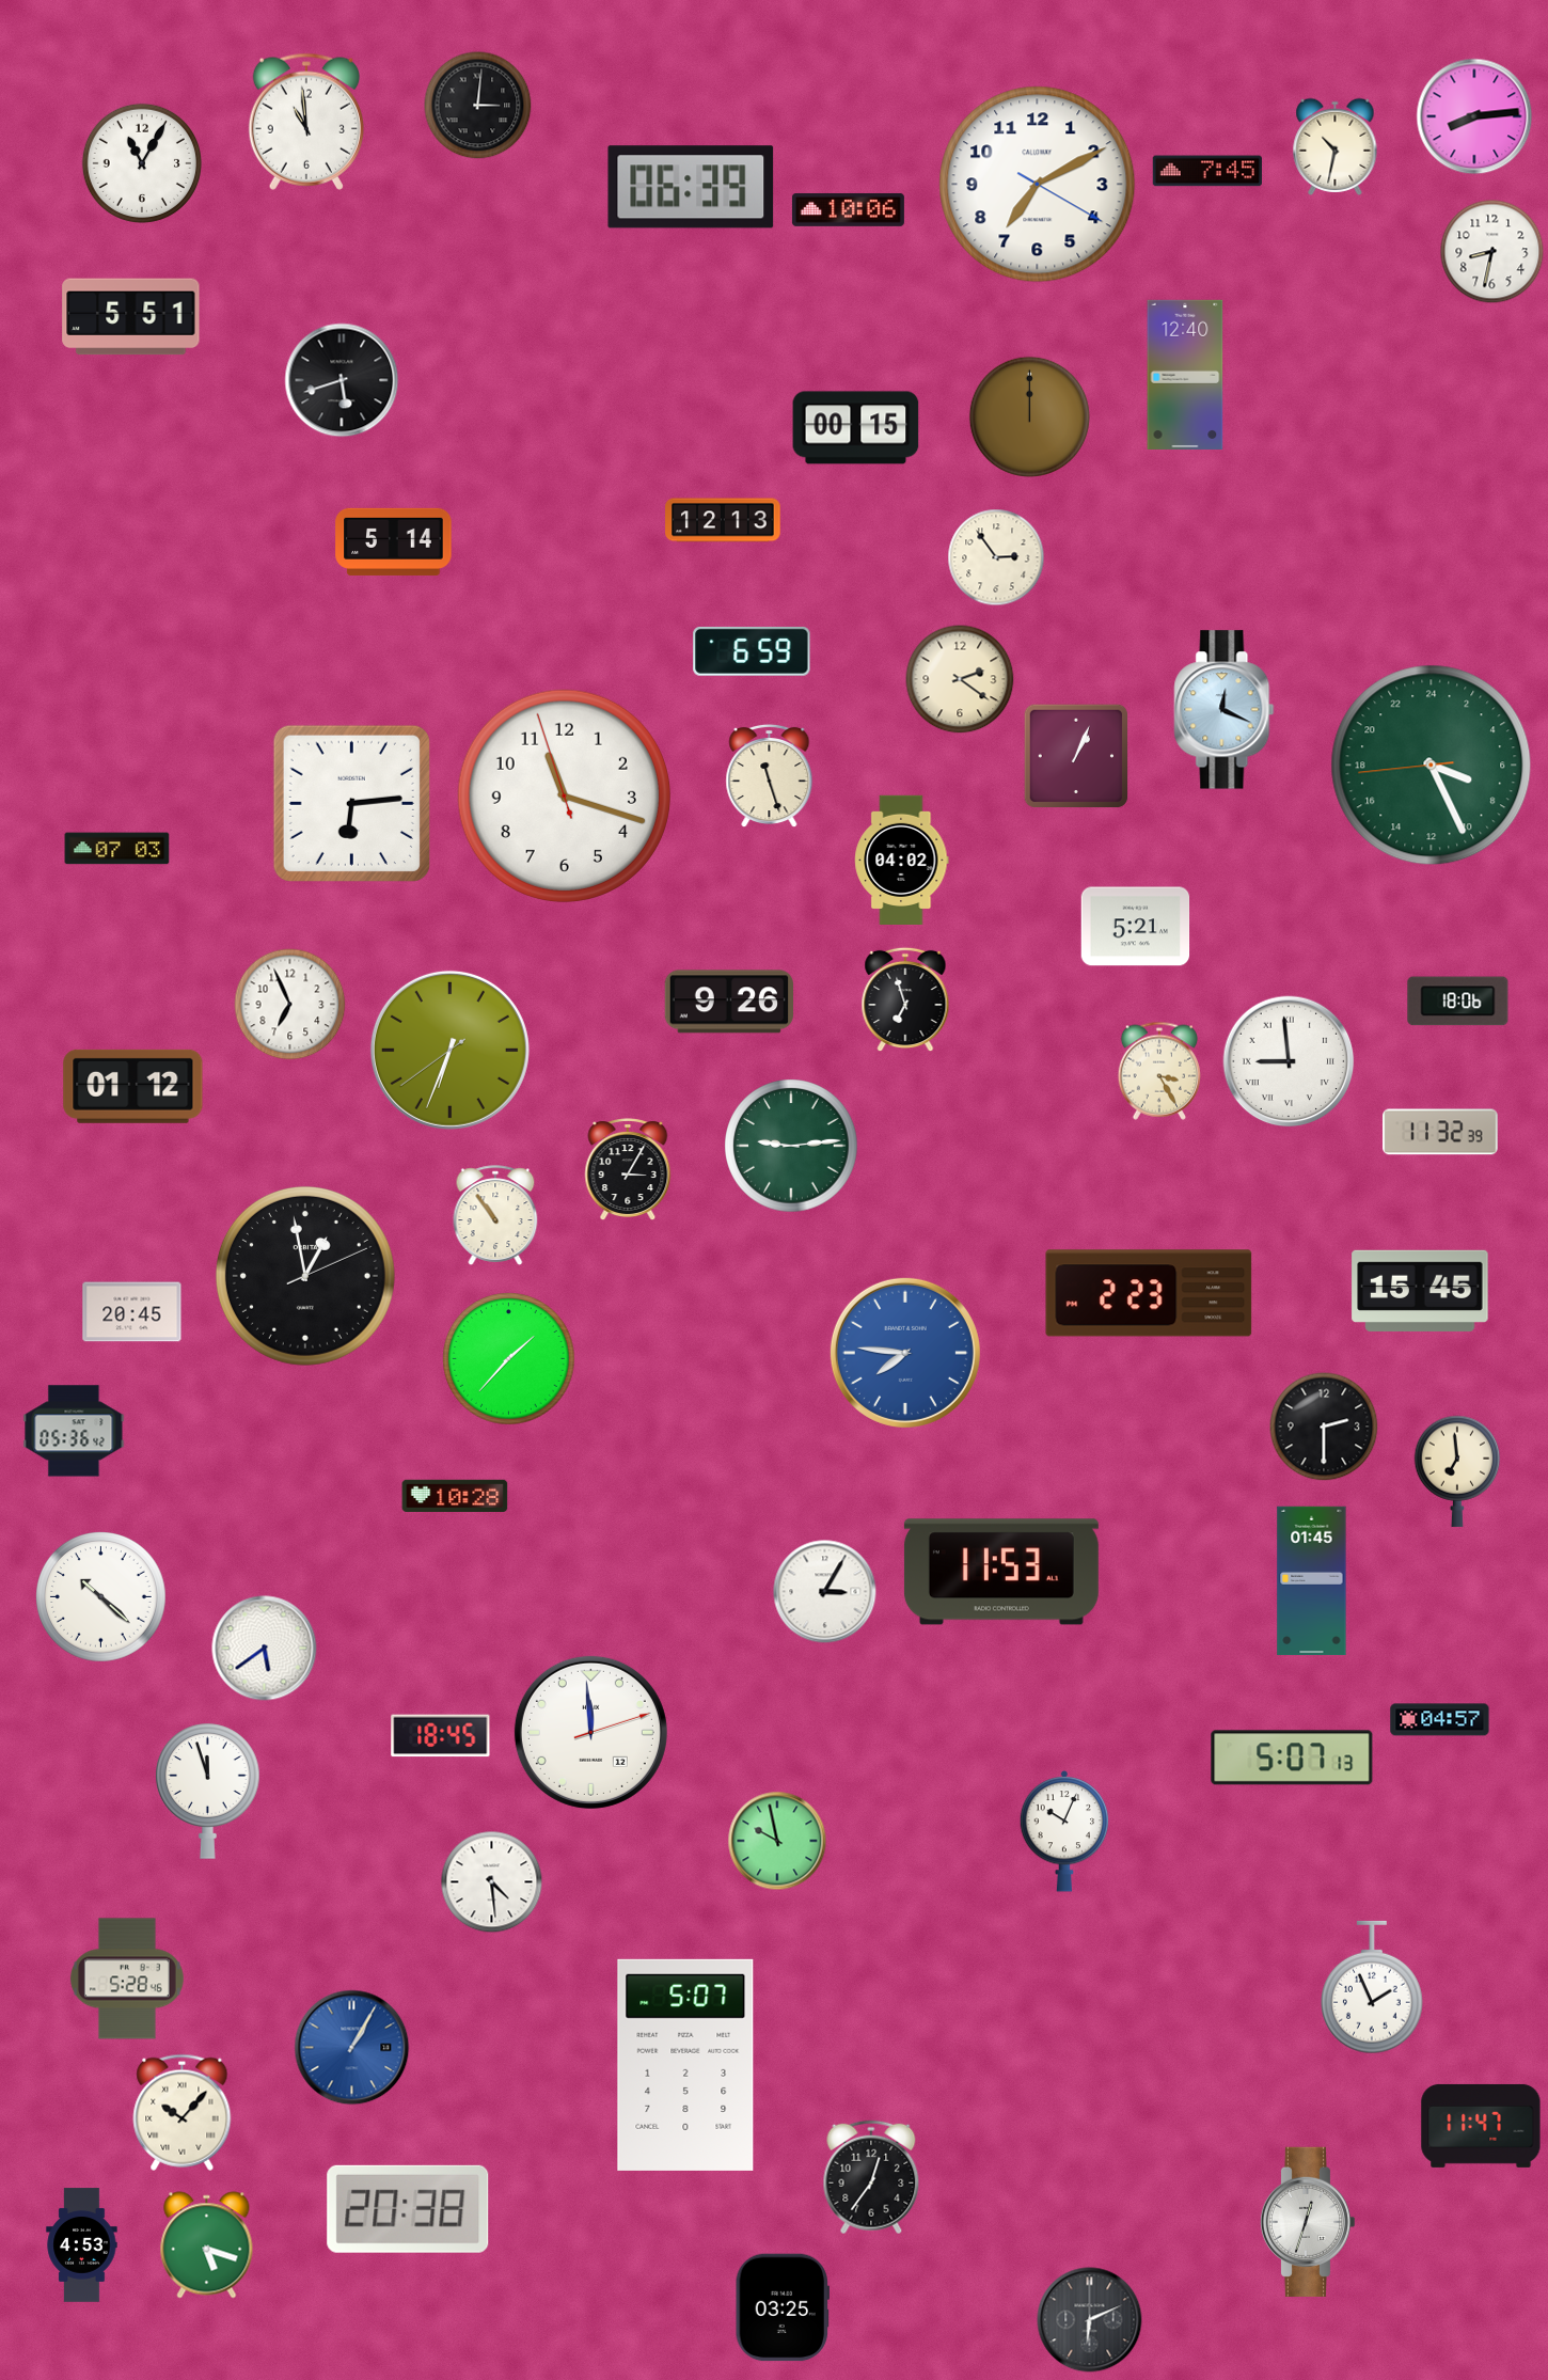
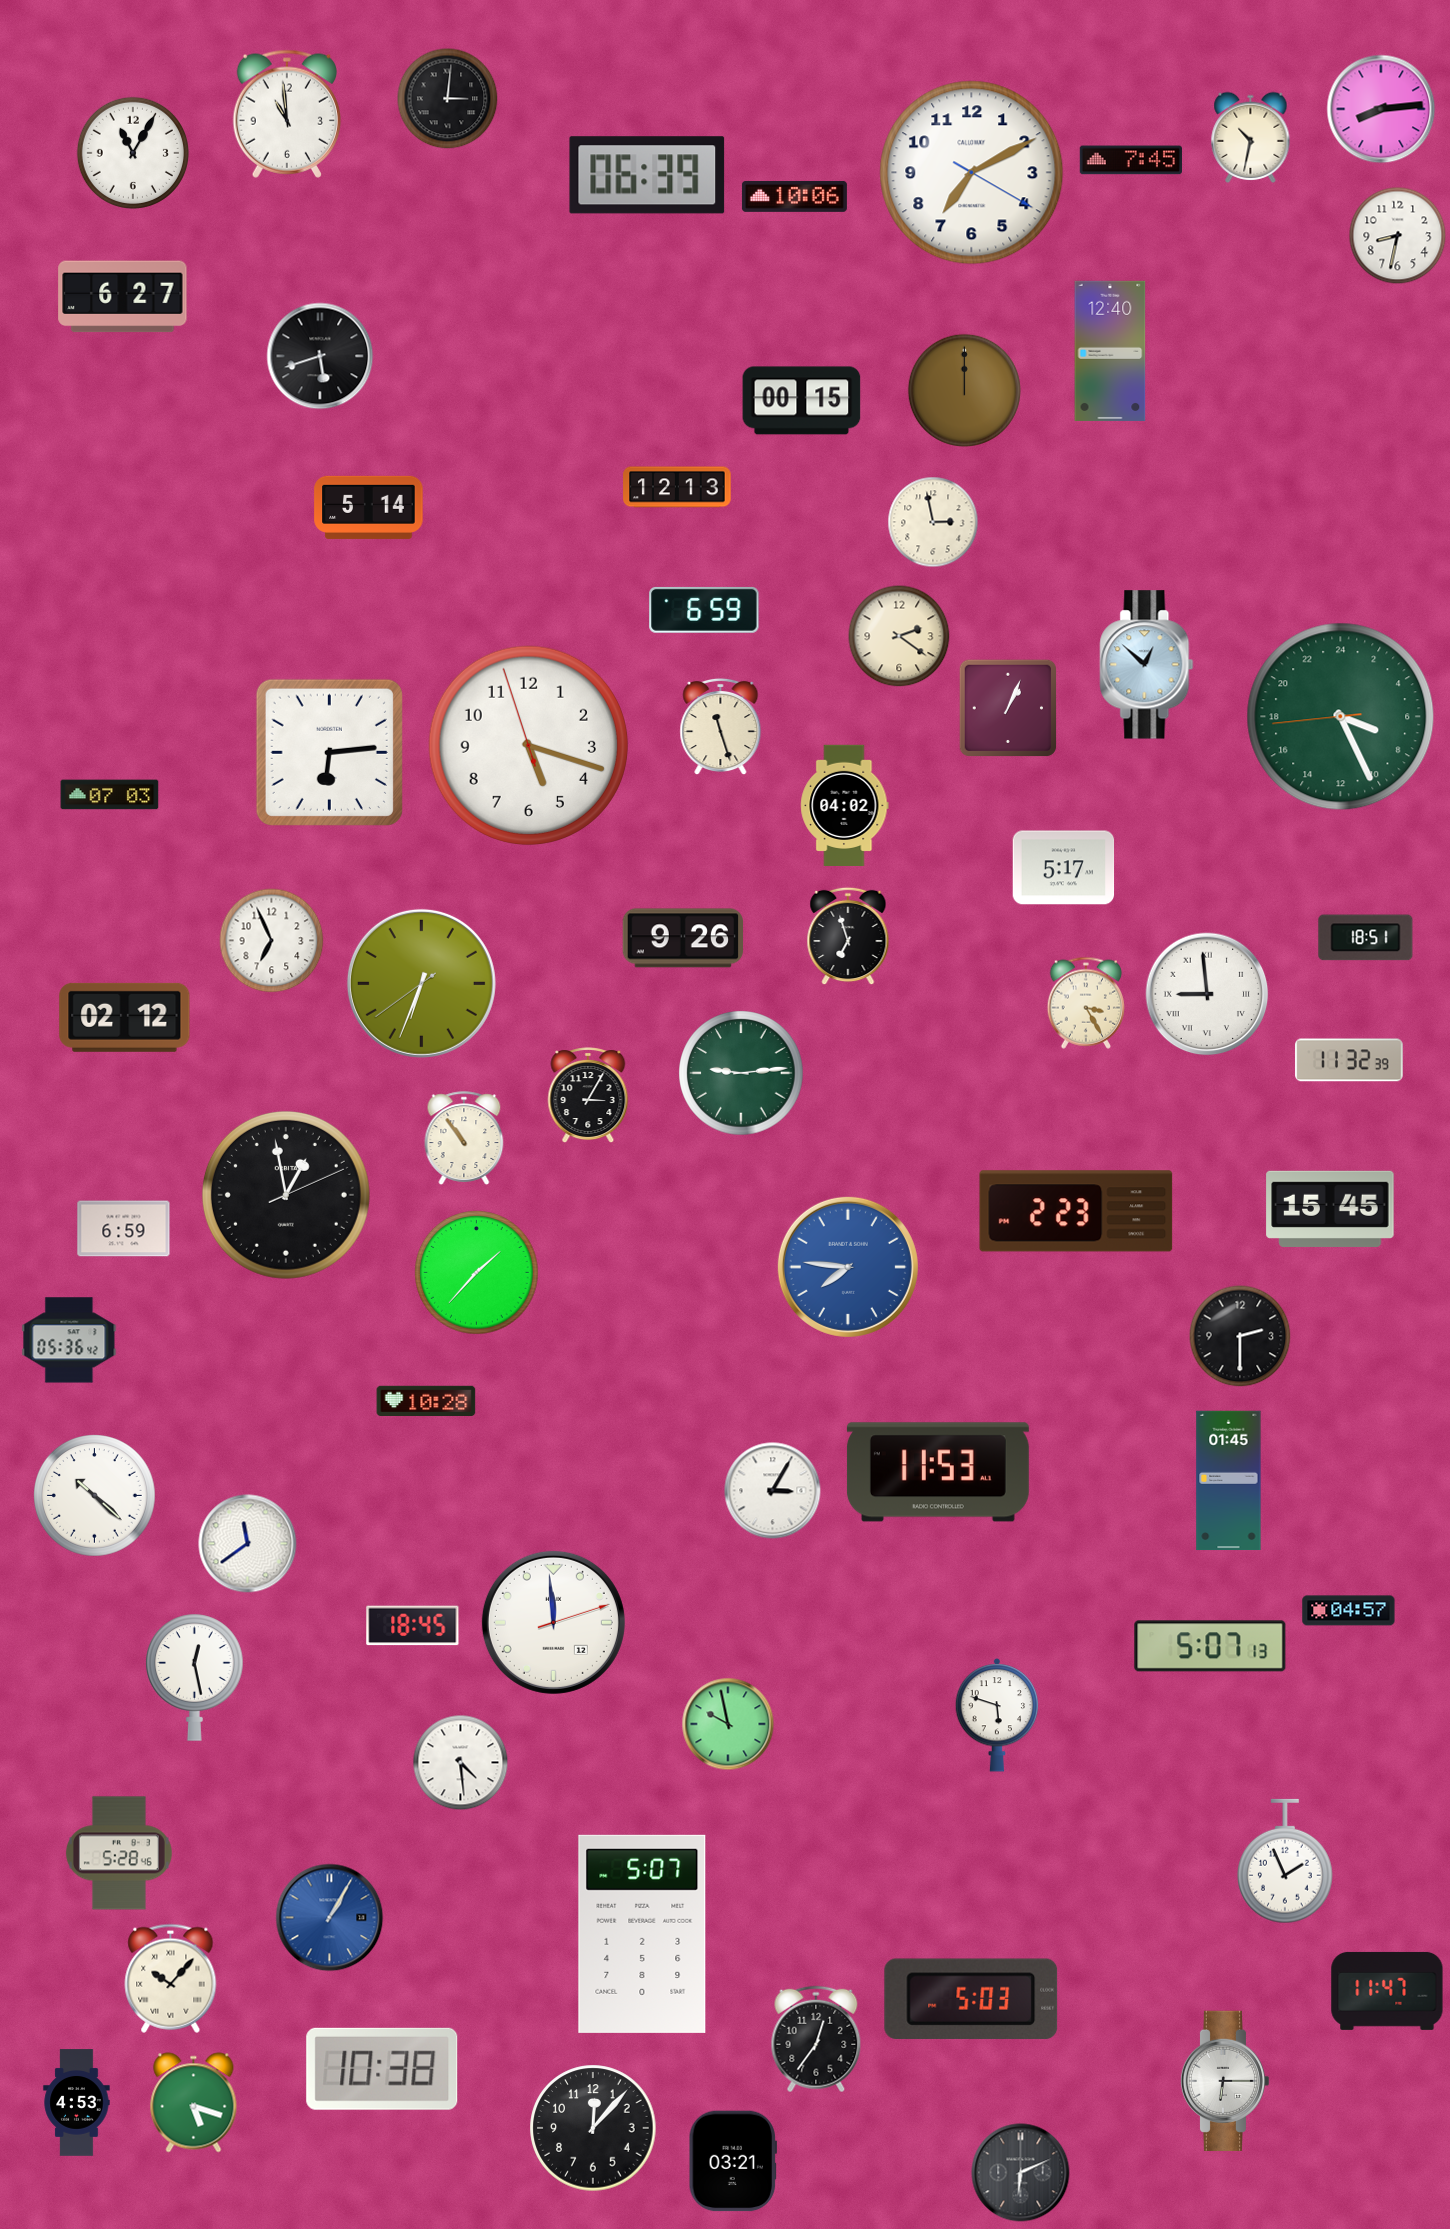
clock at (131, 317): 5:51 -> 6:27
clock at (996, 557): 2:54 -> 2:58
clock at (1225, 710): 12:19 -> 12:52
clock at (564, 795): 11:17 -> 5:17
clock at (1136, 927): 5:21 -> 5:17
clock at (1458, 1002): 18:06 -> 18:51
clock at (133, 1086): 01:12 -> 02:12
clock at (132, 1312): 20:45 -> 6:59
clock at (1457, 1471): 6:59 -> none
clock at (265, 1649): 5:39 -> 11:39
clock at (208, 1791): 11:57 -> 12:28
clock at (1064, 1832): 10:04 -> 5:48
clock at (971, 1999): none -> 5:03
clock at (408, 2209): 20:38 -> 10:38
clock at (1307, 2222): 12:33 -> 6:15
clock at (593, 2128): none -> 12:07
clock at (781, 2307): 03:25 -> 03:21
